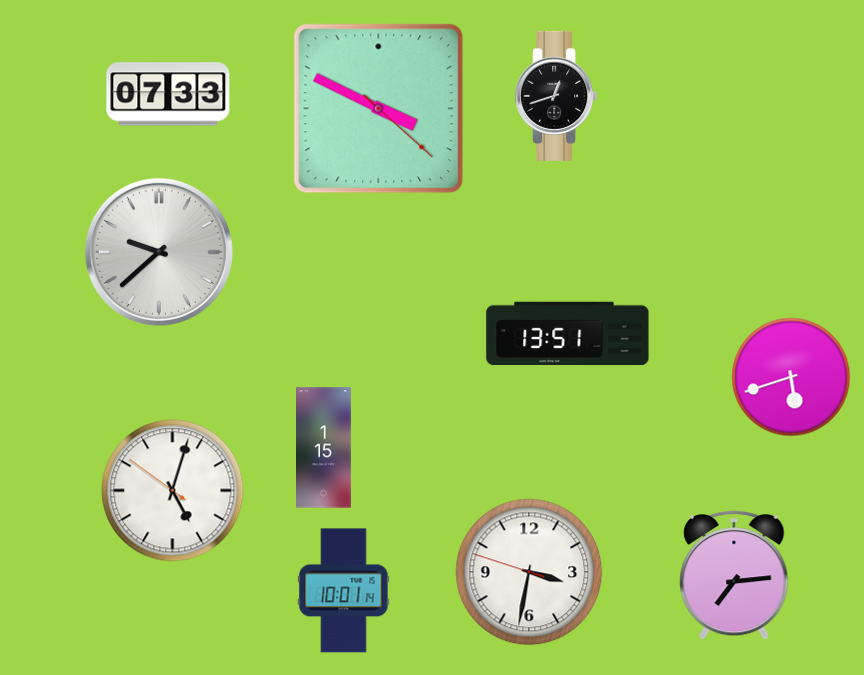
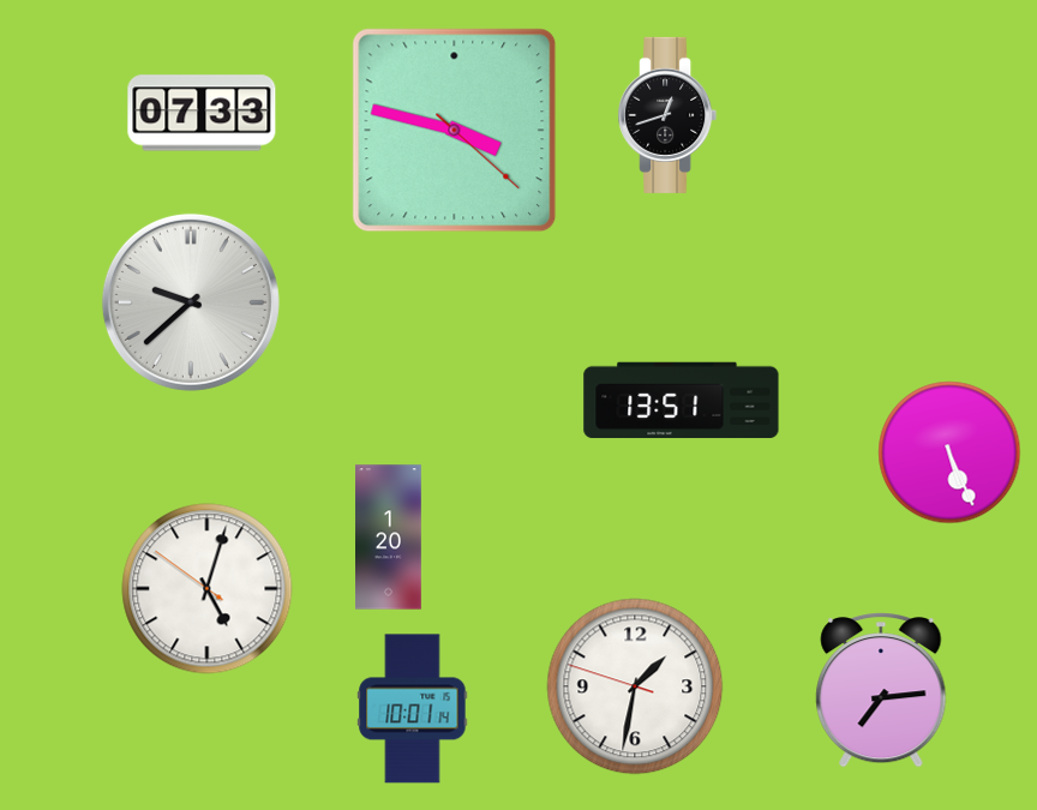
clock at (379, 109): 3:49 -> 3:47
clock at (791, 377): 5:42 -> 5:26
clock at (324, 448): 1:15 -> 1:20
clock at (529, 572): 3:31 -> 1:31
